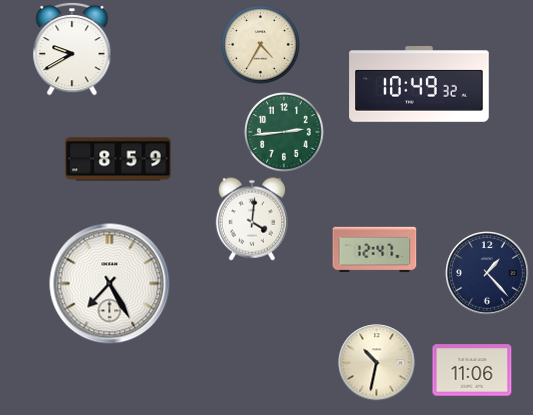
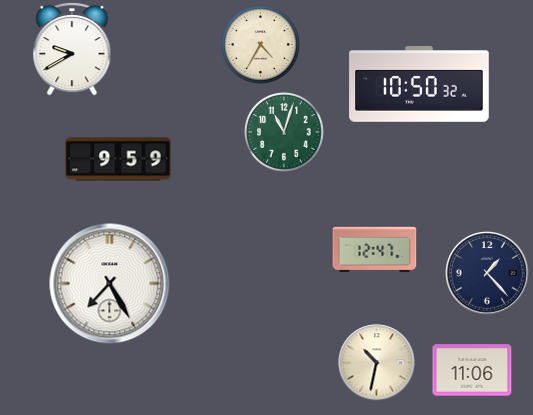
clock at (419, 85): 10:49 -> 10:50
clock at (284, 132): 2:44 -> 11:03
clock at (118, 159): 8:59 -> 9:59
clock at (252, 219): 4:01 -> none
